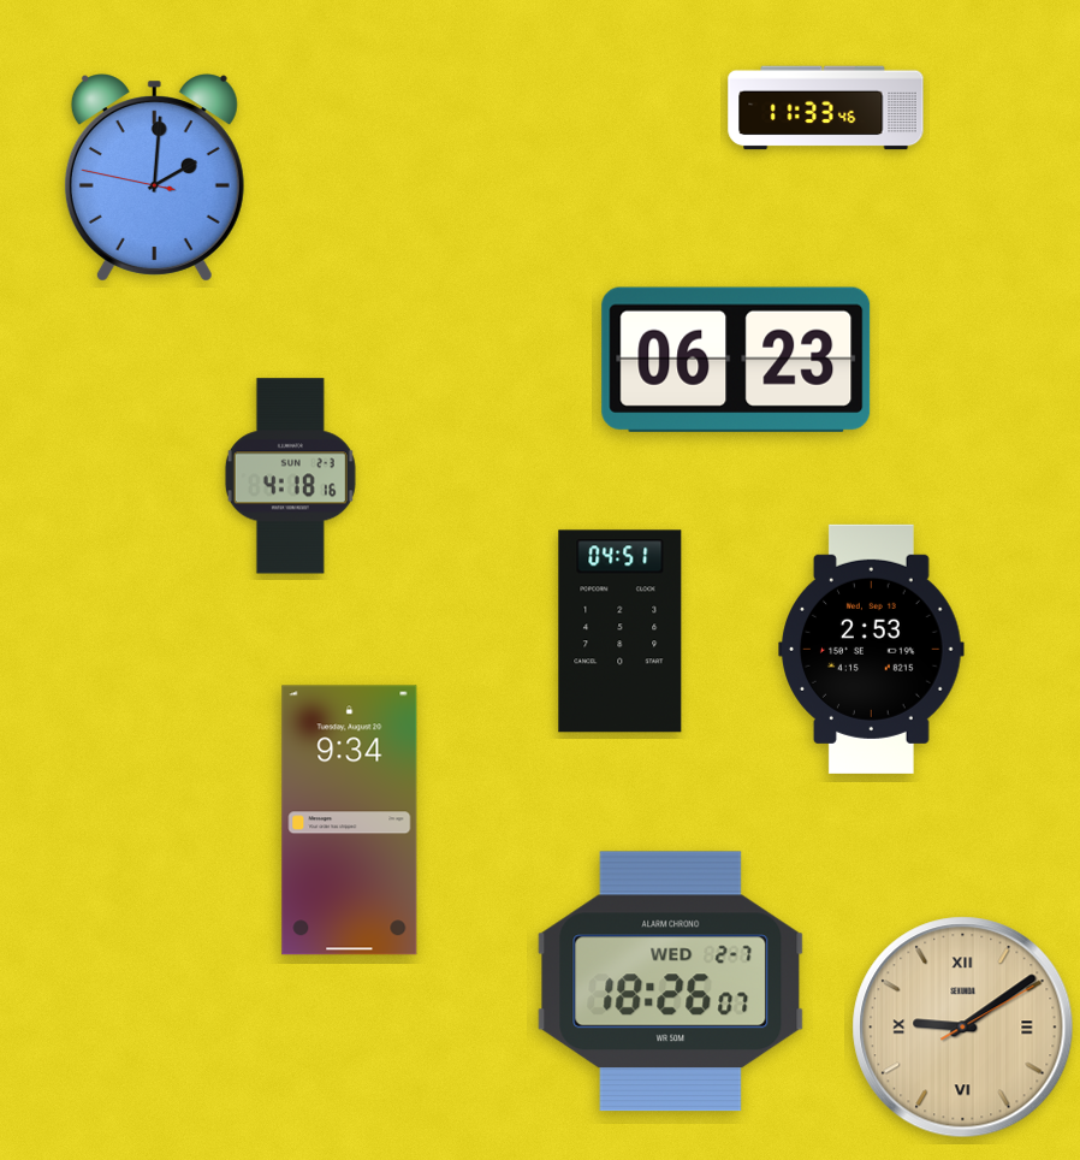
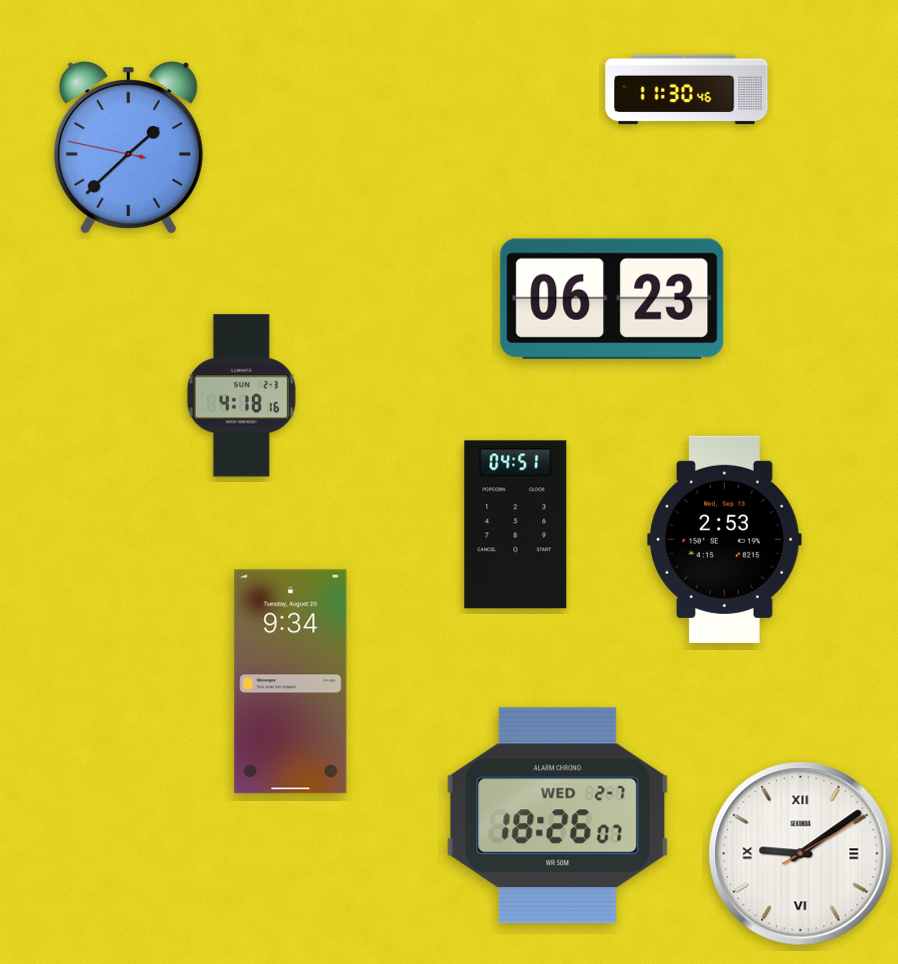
clock at (826, 108): 11:33 -> 11:30
clock at (154, 178): 2:00 -> 1:37
clock at (963, 1028) dial: champagne -> white
